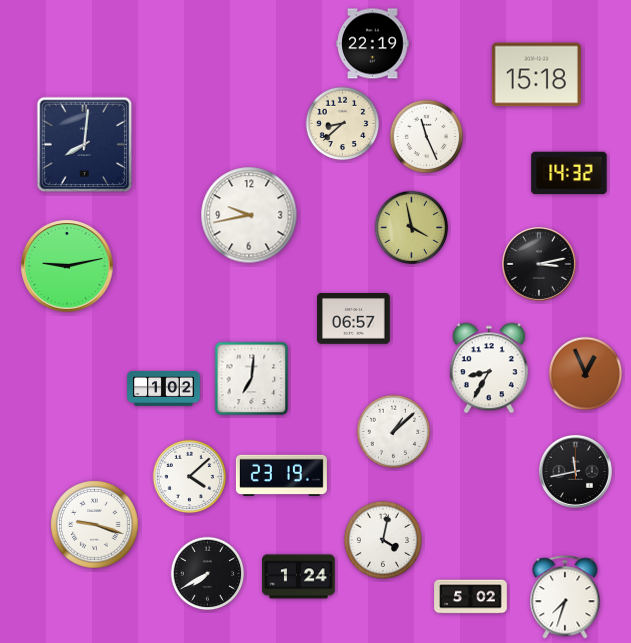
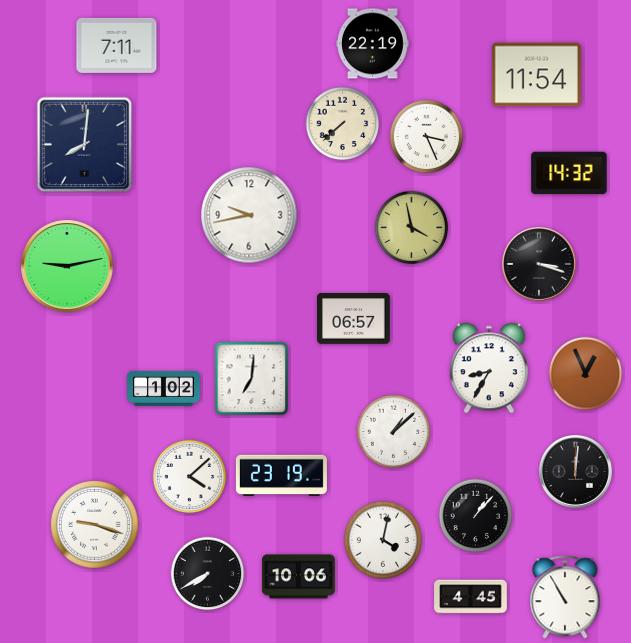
clock at (117, 45): none -> 7:11
clock at (536, 75): 15:18 -> 11:54
clock at (343, 124): 8:38 -> 7:38
clock at (427, 137): 11:26 -> 3:26
clock at (539, 264): 3:13 -> 3:18
clock at (575, 471): 11:43 -> 12:01
clock at (476, 516): none -> 1:07
clock at (299, 577): 1:24 -> 10:06
clock at (471, 597): 5:02 -> 4:45
clock at (565, 597): 7:33 -> 10:55
